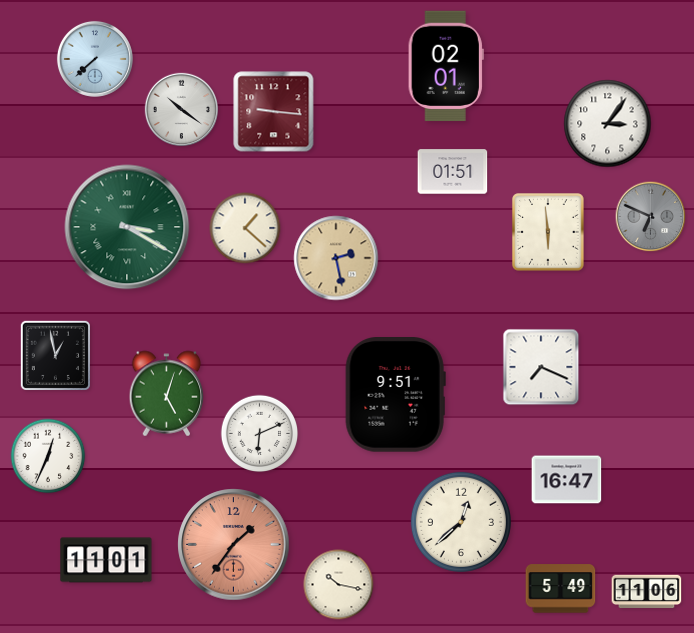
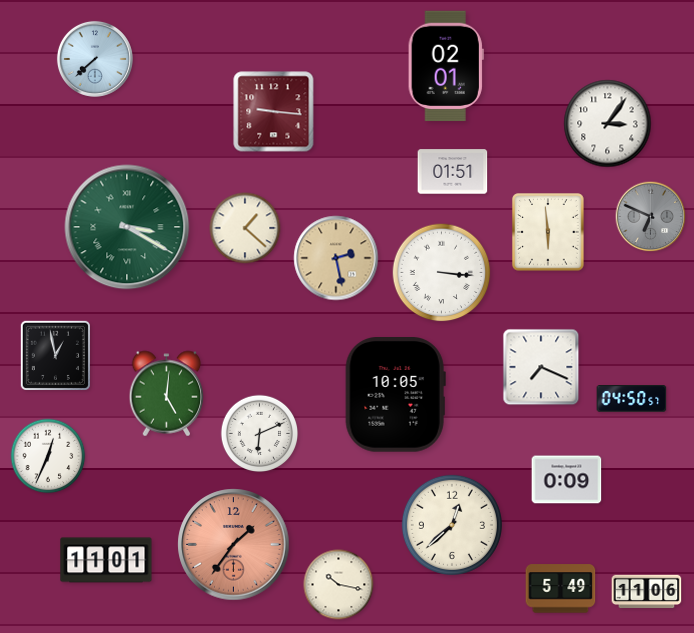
clock at (181, 109): 10:21 -> none
clock at (442, 273): none -> 3:16
clock at (167, 394): 5:03 -> 5:01
clock at (395, 395): 9:51 -> 10:05
clock at (632, 399): none -> 04:50
clock at (567, 480): 16:47 -> 0:09
clock at (461, 522) position: (461, 522) -> (452, 525)
